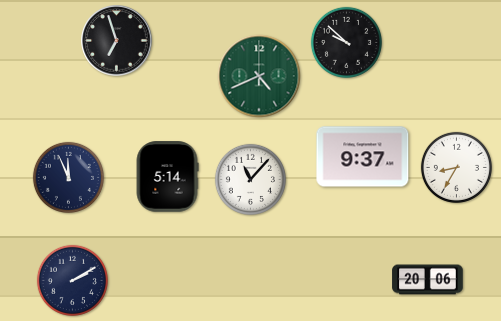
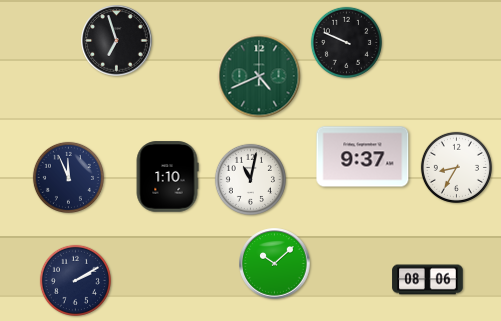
clock at (346, 42): 9:52 -> 9:49
clock at (167, 177): 5:14 -> 1:10
clock at (250, 179): 11:07 -> 11:02
clock at (275, 264): none -> 10:08
clock at (72, 280) position: (72, 280) -> (75, 280)
clock at (428, 280): 20:06 -> 08:06
